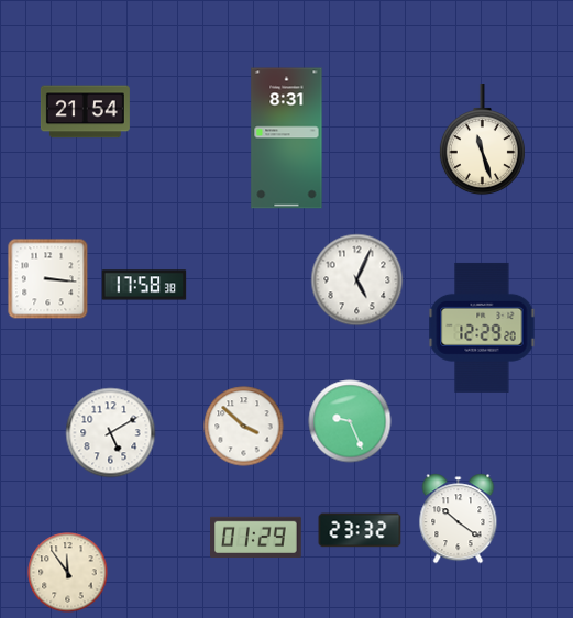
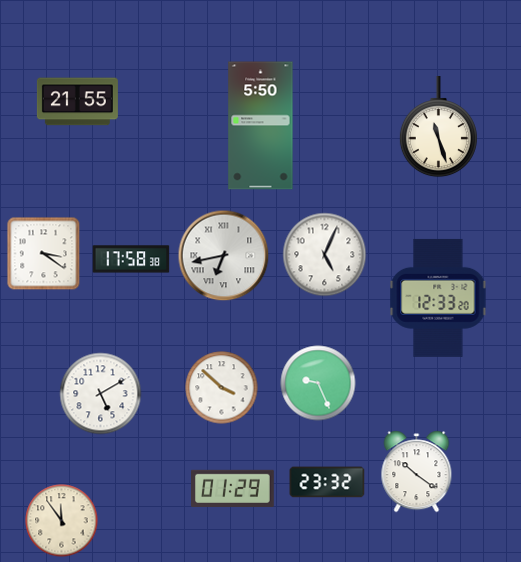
clock at (85, 112): 21:54 -> 21:55
clock at (287, 139): 8:31 -> 5:50
clock at (48, 279): 3:16 -> 3:21
clock at (224, 256): none -> 6:43
clock at (482, 328): 12:29 -> 12:33
